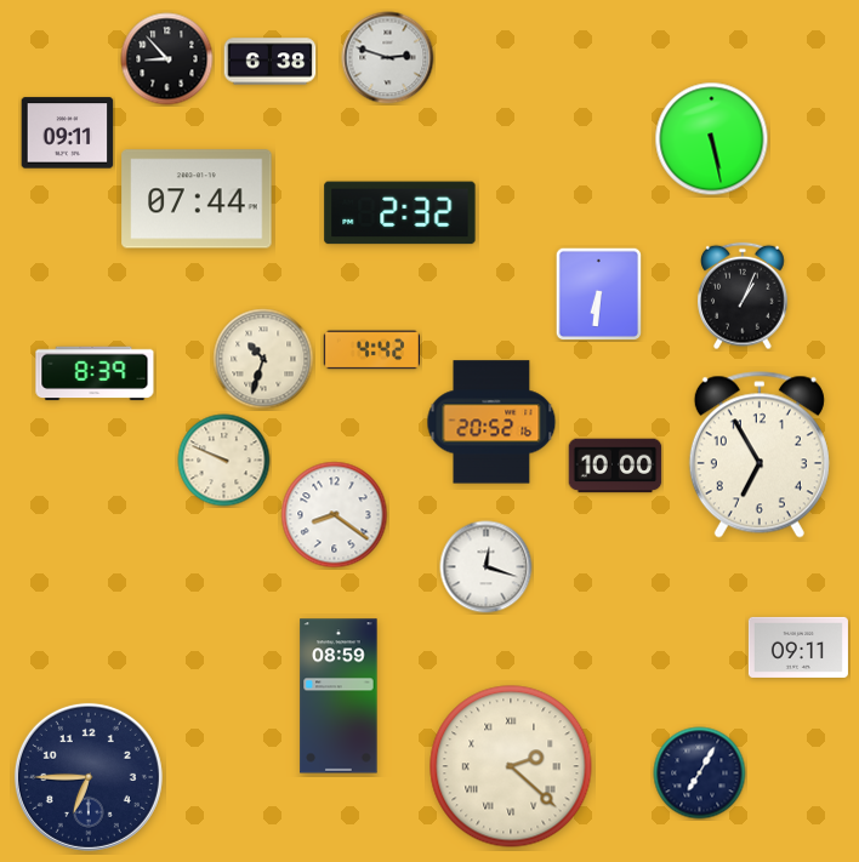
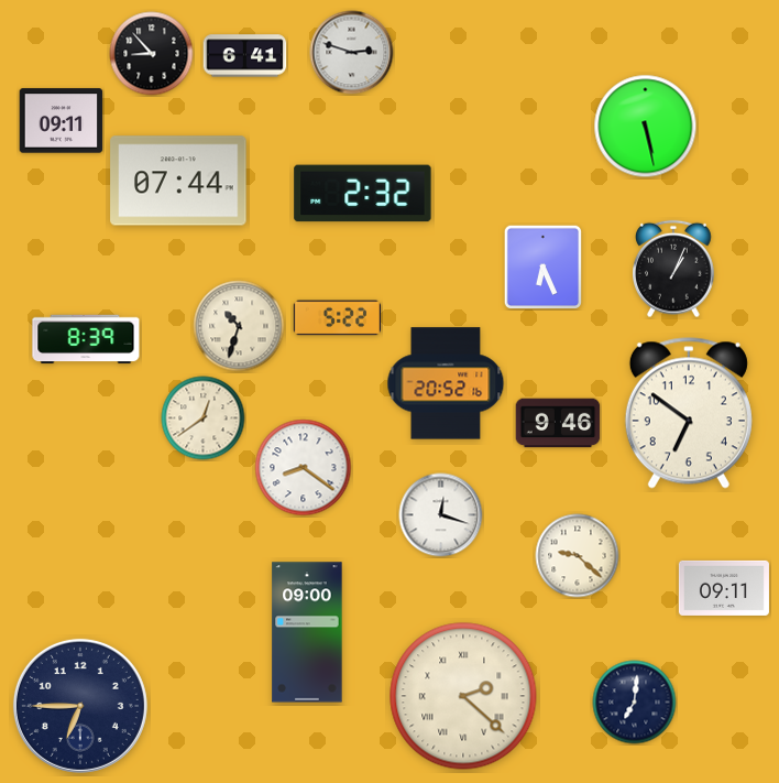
clock at (271, 62): 6:38 -> 6:41
clock at (599, 293): 6:31 -> 6:26
clock at (371, 350): 4:42 -> 5:22
clock at (760, 455): 6:55 -> 6:51
clock at (224, 461): 9:49 -> 12:39
clock at (615, 466): 10:00 -> 9:46
clock at (578, 556): none -> 9:22
clock at (339, 696): 08:59 -> 09:00
clock at (700, 773): 7:05 -> 7:01
